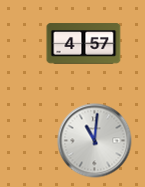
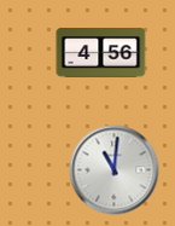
clock at (84, 44): 4:57 -> 4:56
